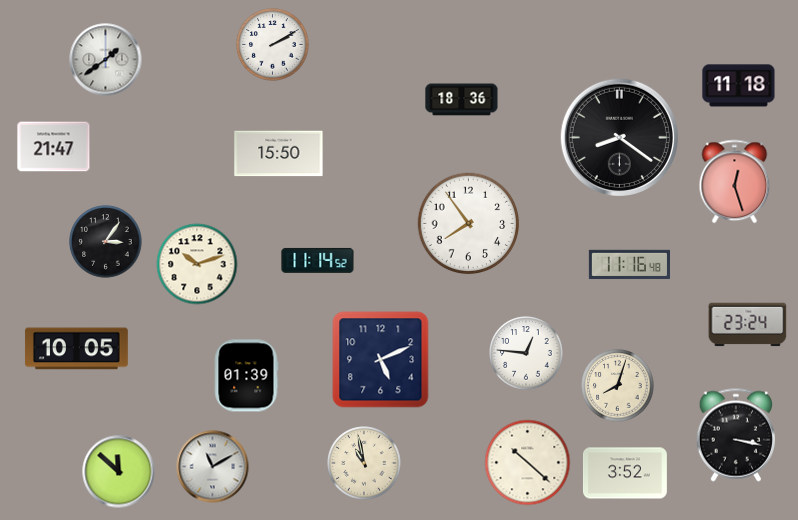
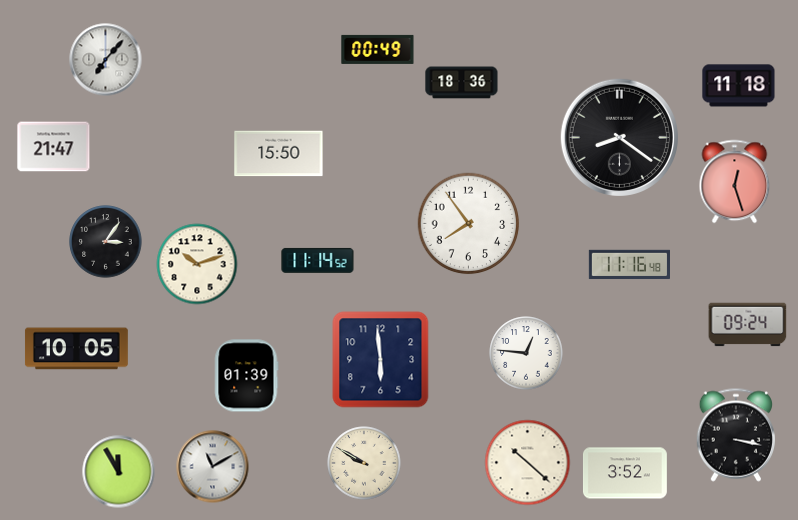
clock at (273, 45): 2:10 -> none
clock at (378, 49): none -> 00:49
clock at (106, 60): 1:39 -> 7:07
clock at (462, 100) position: (462, 100) -> (462, 83)
clock at (748, 325): 23:24 -> 09:24
clock at (381, 360): 5:11 -> 5:59
clock at (618, 386): 8:03 -> none
clock at (364, 463): 10:58 -> 9:50
clock at (119, 472): 11:52 -> 11:55
